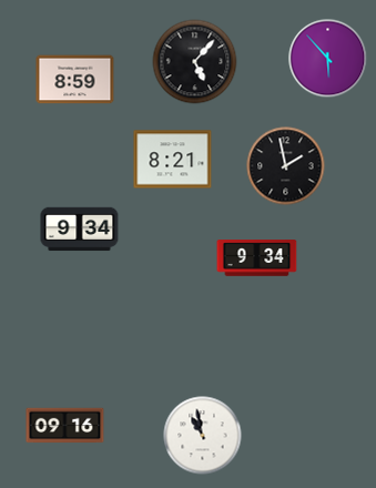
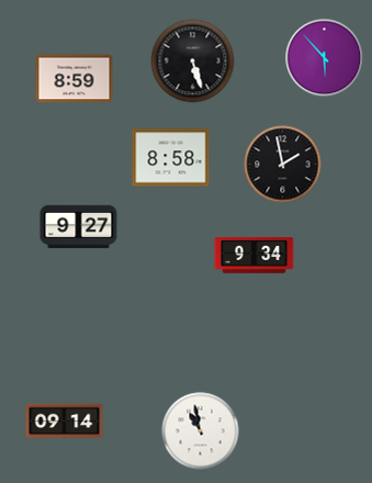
clock at (195, 62): 5:07 -> 5:27
clock at (173, 160): 8:21 -> 8:58
clock at (80, 230): 9:34 -> 9:27
clock at (65, 426): 09:16 -> 09:14
